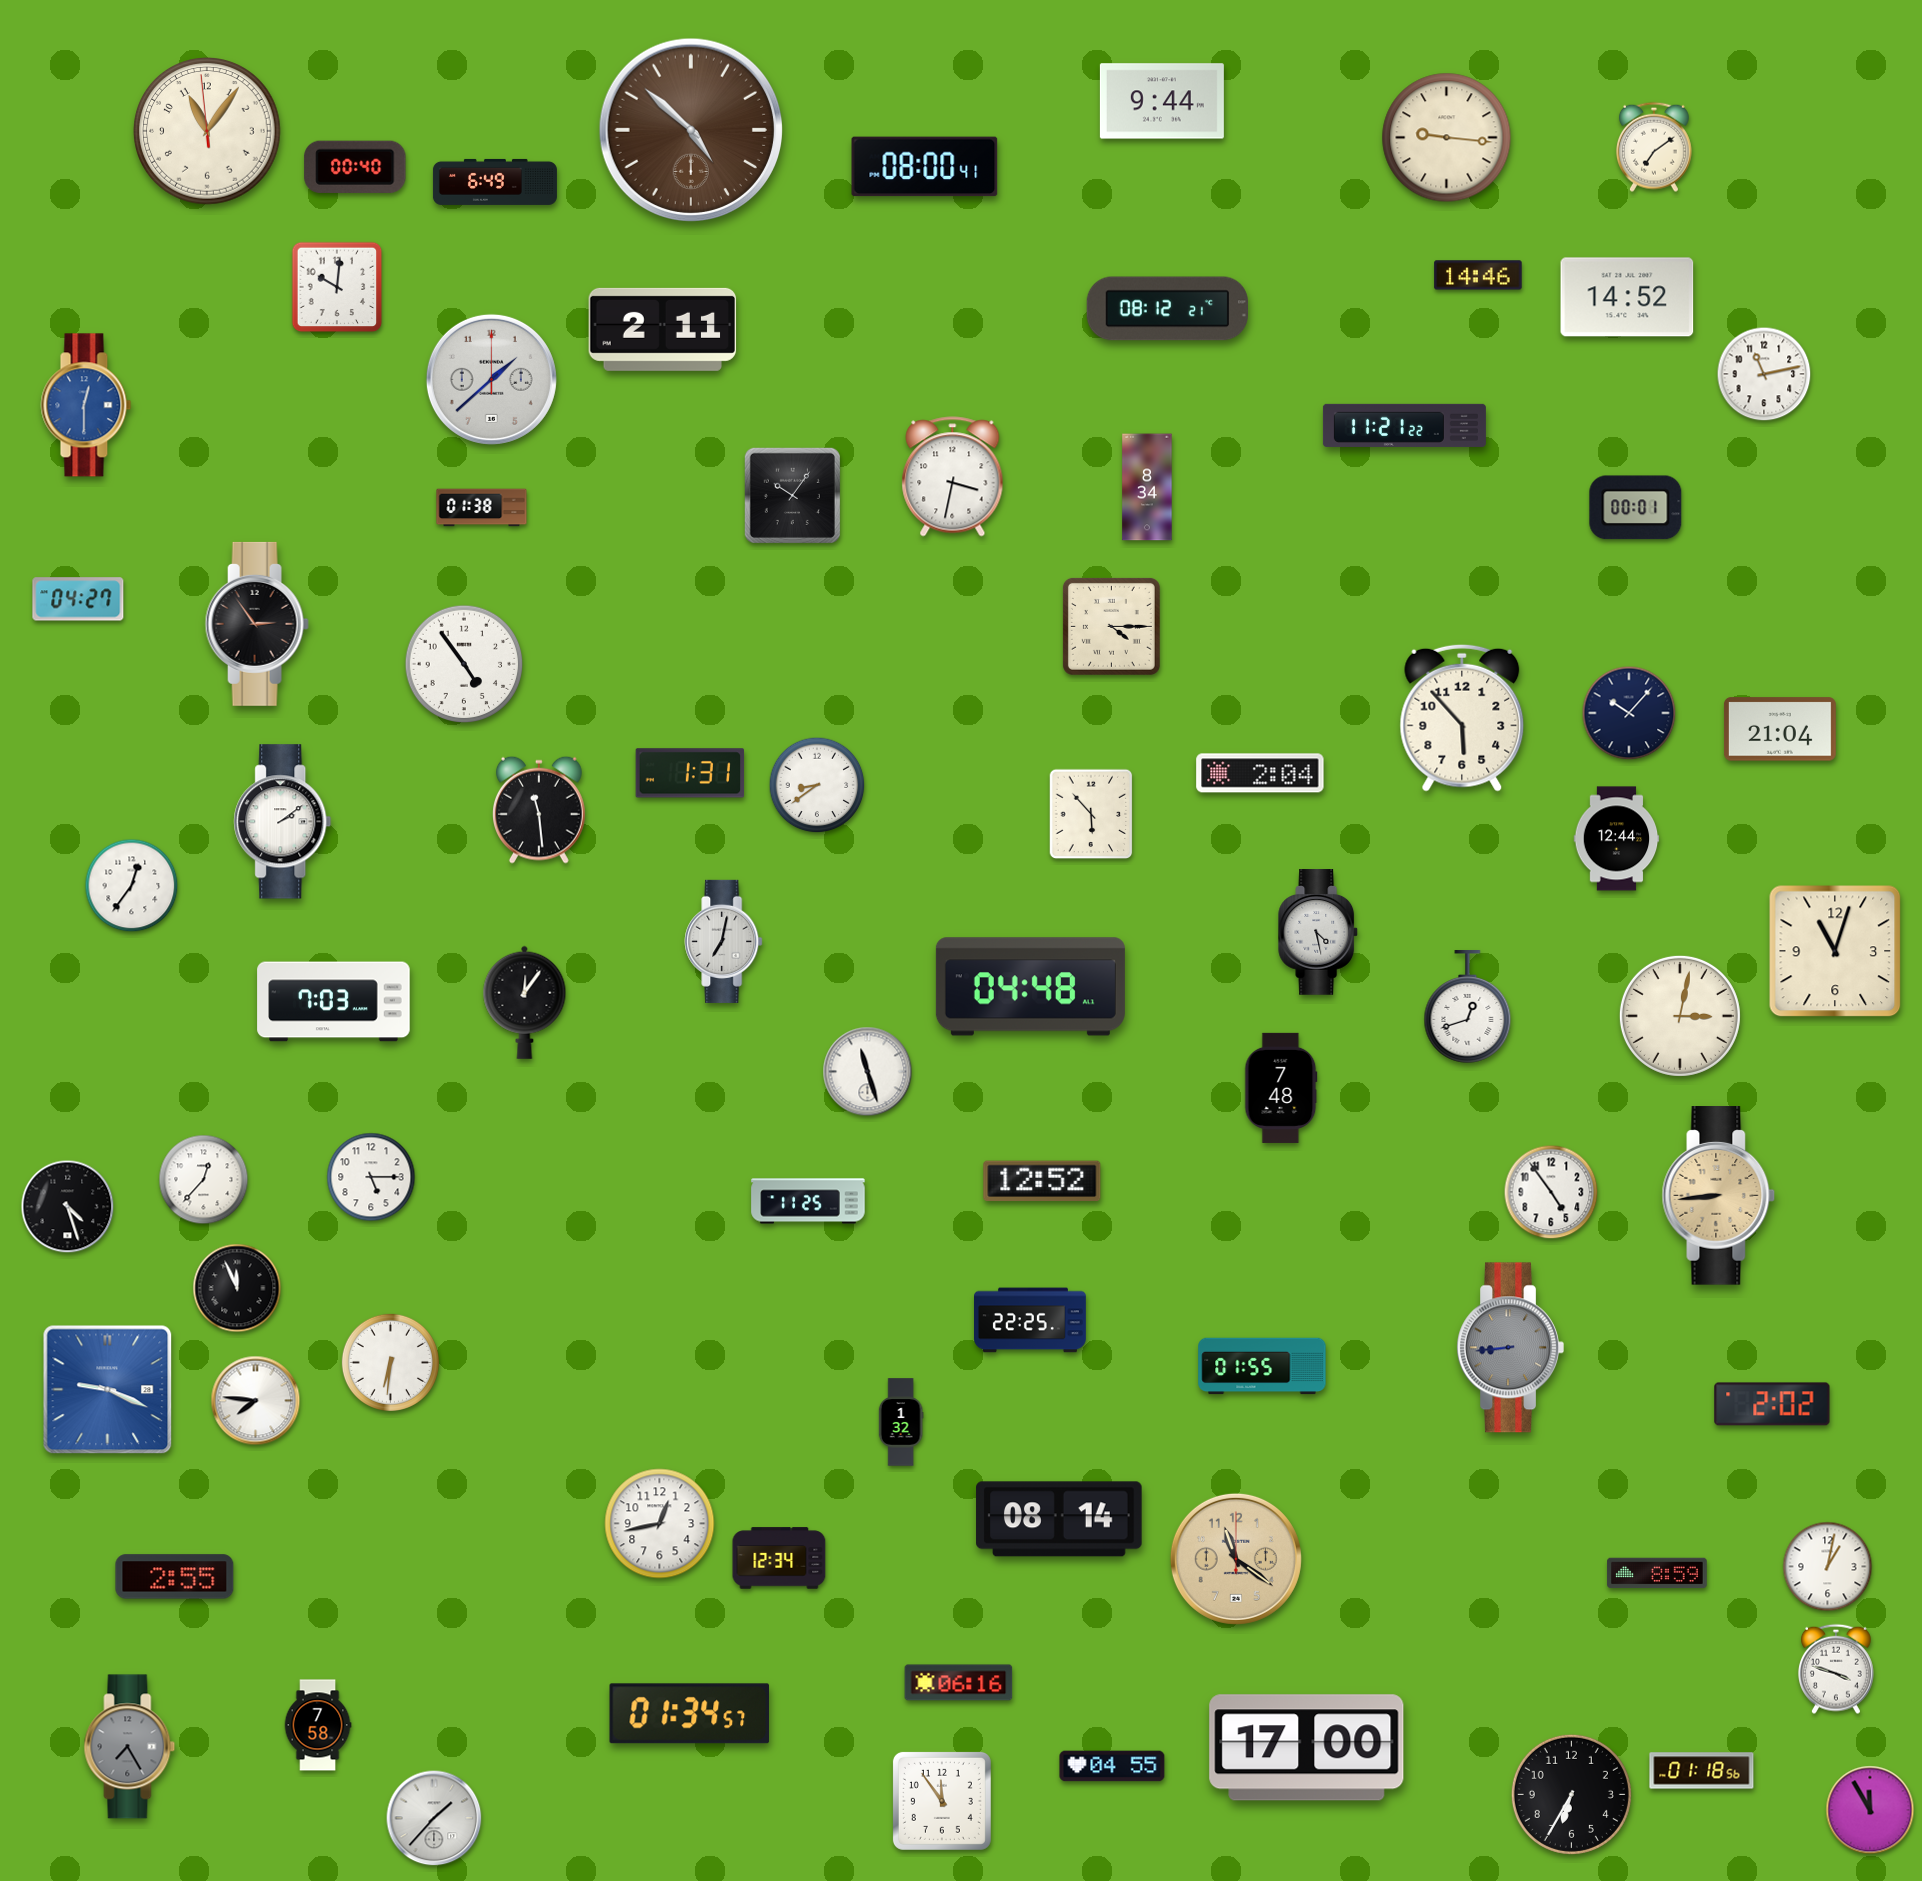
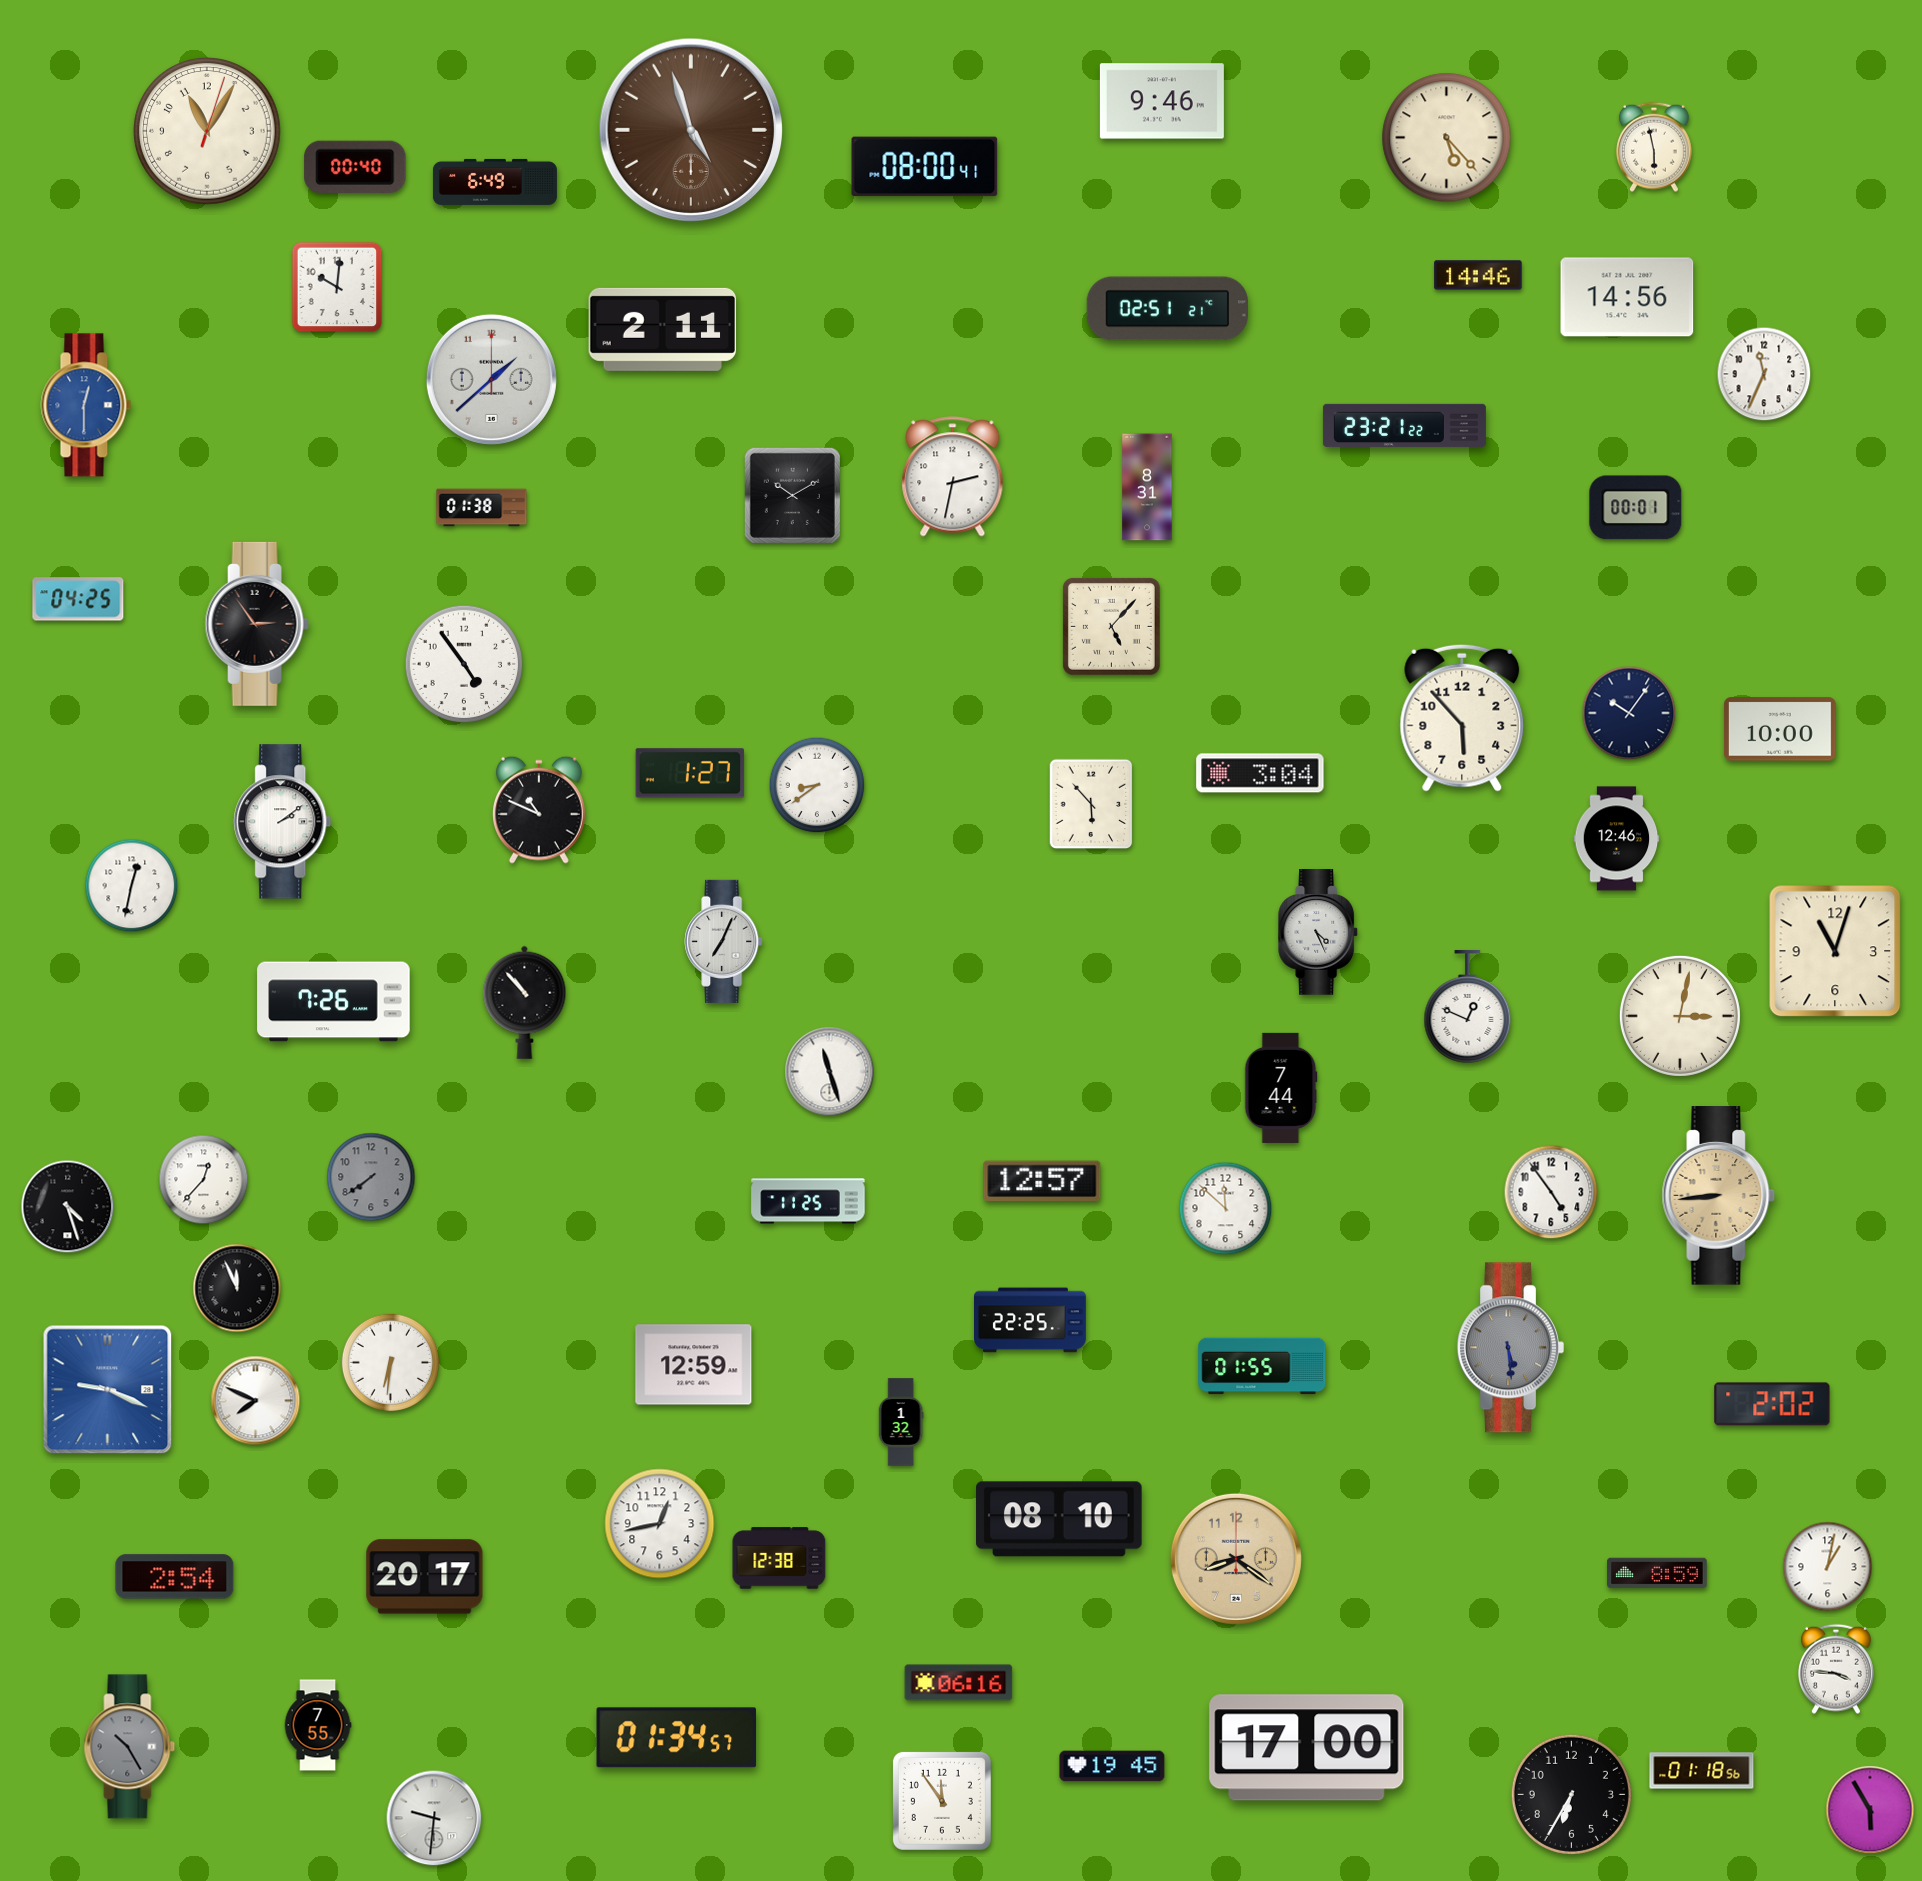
clock at (1162, 101): 9:44 -> 9:46
clock at (690, 129): 4:52 -> 4:57
clock at (207, 131): 11:05:59 -> 11:05:03
clock at (1447, 138): 9:16 -> 5:23
clock at (1654, 147): 7:09 -> 5:58
clock at (1627, 297): 14:52 -> 14:56
clock at (1167, 309): 08:12 -> 02:51
clock at (1764, 374): 11:13 -> 11:34
clock at (1404, 425): 11:21 -> 23:21
clock at (953, 477): 3:32 -> 2:32
clock at (1147, 487): 8:34 -> 8:31
clock at (792, 495): 10:06 -> 10:10
clock at (78, 599): 04:27 -> 04:25
clock at (1111, 626): 4:15 -> 5:07
clock at (1629, 713): 10:07 -> 10:06
clock at (1780, 729): 21:04 -> 10:00
clock at (690, 773): 1:31 -> 1:27
clock at (1260, 773): 2:04 -> 3:04
clock at (540, 810): 11:29 -> 10:49
clock at (1091, 814) position: (1091, 814) -> (1091, 804)
clock at (1617, 839): 12:44 -> 12:46
clock at (132, 886): 12:36 -> 12:32
clock at (1319, 932): 4:28 -> 4:26
clock at (724, 941): 7:02 -> 7:04
clock at (1030, 987): 04:48 -> none
clock at (334, 1002): 7:03 -> 7:26
clock at (525, 1002): 12:06 -> 10:53
clock at (1468, 1007): 12:42 -> 12:49
clock at (868, 1072) position: (868, 1072) -> (830, 1072)
clock at (1281, 1088): 7:48 -> 7:44
clock at (371, 1177): 5:15 -> 7:39
clock at (371, 1177) dial: white -> grey
clock at (1042, 1181): 12:52 -> 12:57
clock at (1226, 1209): none -> 11:52
clock at (1510, 1348): 8:44 -> 5:29
clock at (694, 1365): none -> 12:59
clock at (256, 1401): 7:46 -> 7:49
clock at (1059, 1519): 08:14 -> 08:10
clock at (779, 1558): 12:34 -> 12:38
clock at (1236, 1559): 11:21 -> 8:21
clock at (175, 1577): 2:55 -> 2:54
clock at (425, 1577): none -> 20:17
clock at (1836, 1669): 3:48 -> 3:46
clock at (690, 1714) position: (690, 1714) -> (677, 1738)
clock at (318, 1725): 7:58 -> 7:55
clock at (130, 1747): 7:25 -> 10:25
clock at (1112, 1766): 04:55 -> 19:45
clock at (1870, 1810): 11:55 -> 5:55
clock at (434, 1818): 1:37 -> 9:31
